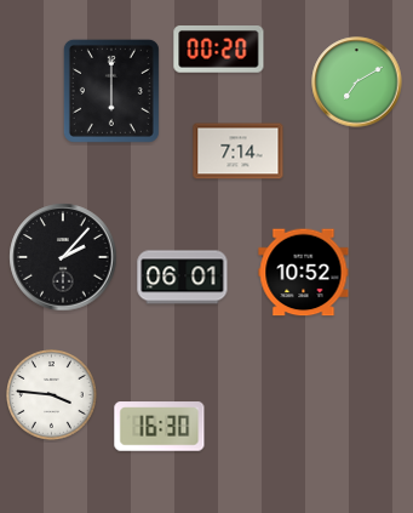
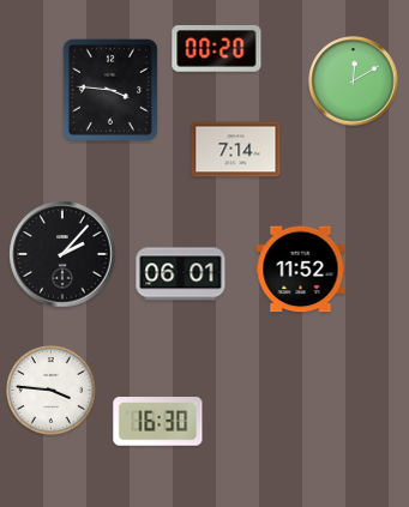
clock at (357, 82): 7:10 -> 12:10
clock at (111, 91): 6:00 -> 3:46
clock at (304, 273): 10:52 -> 11:52
